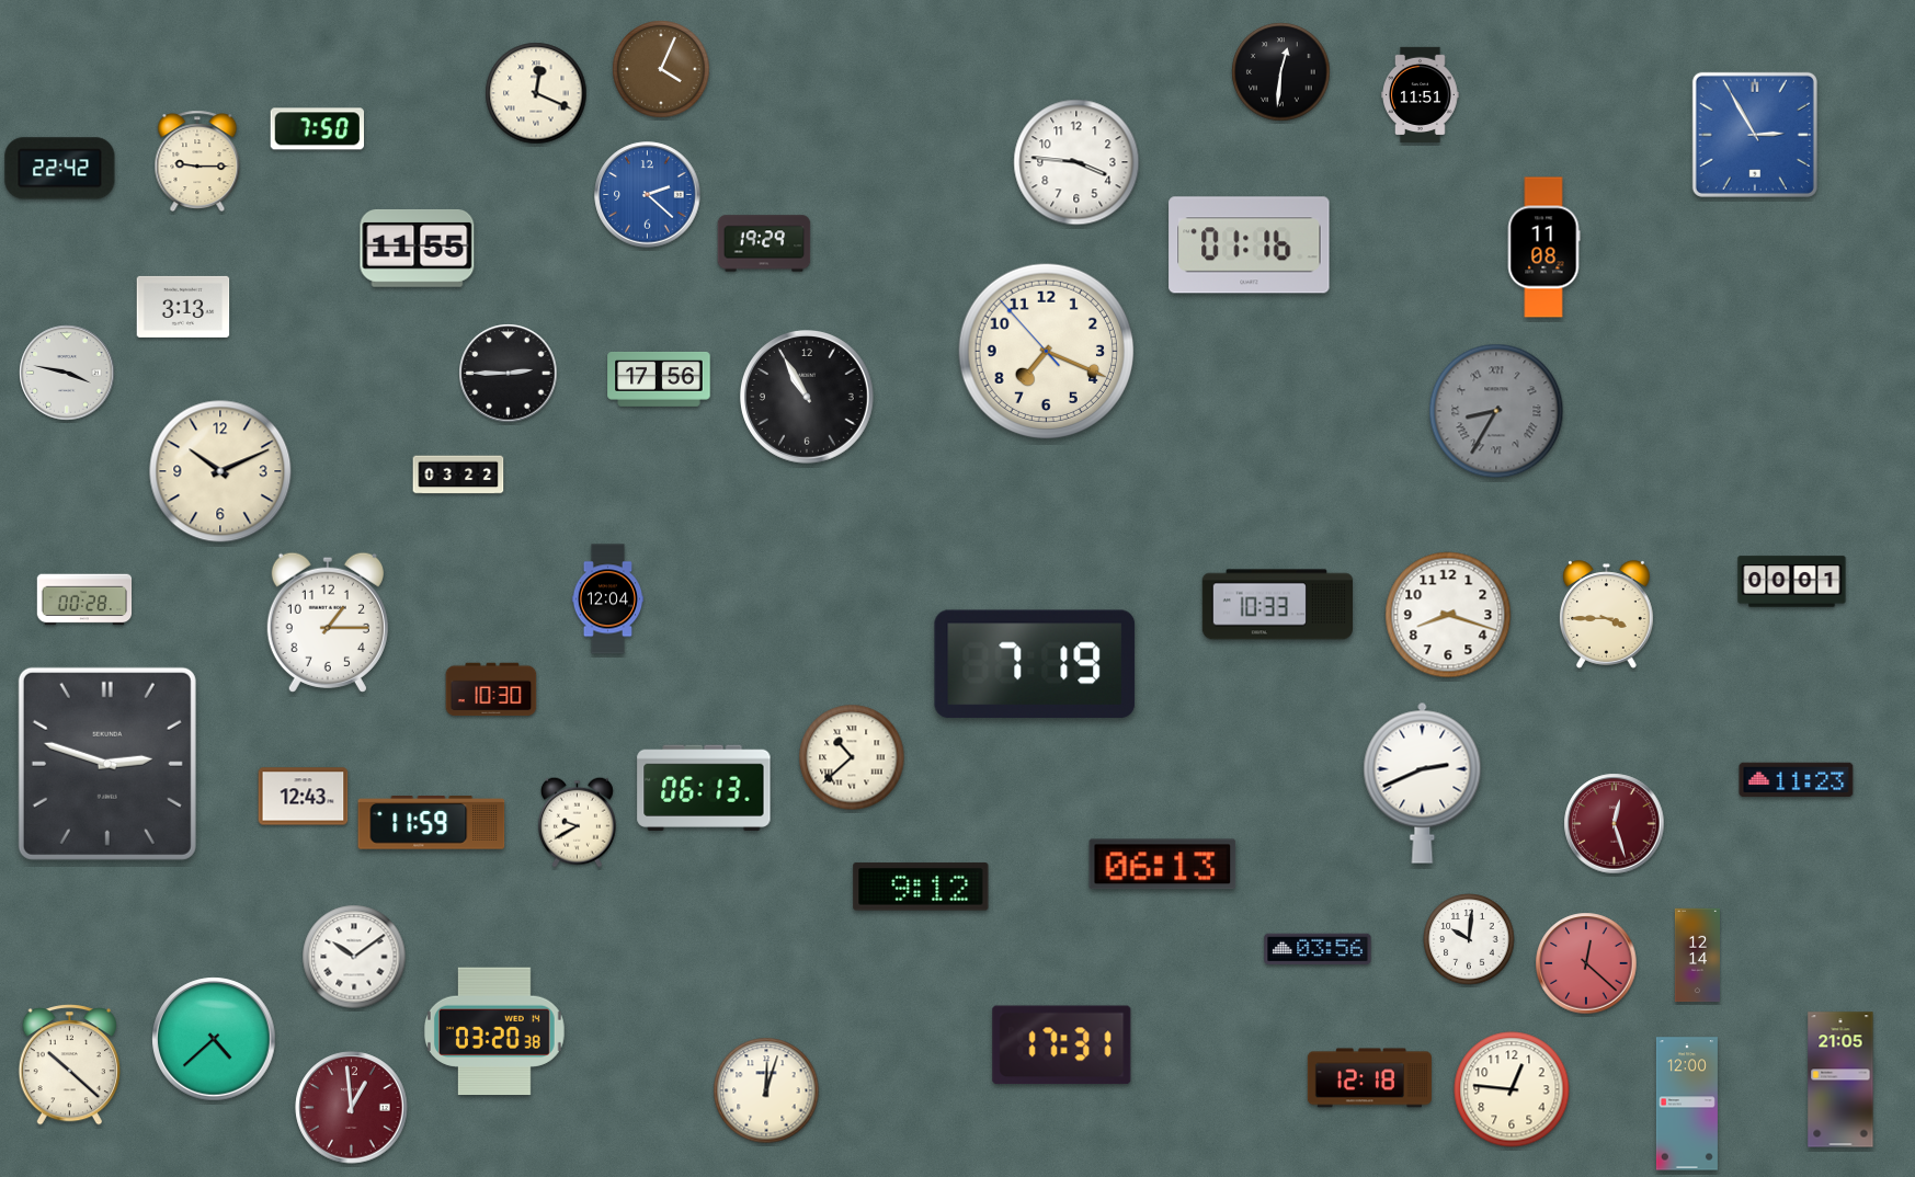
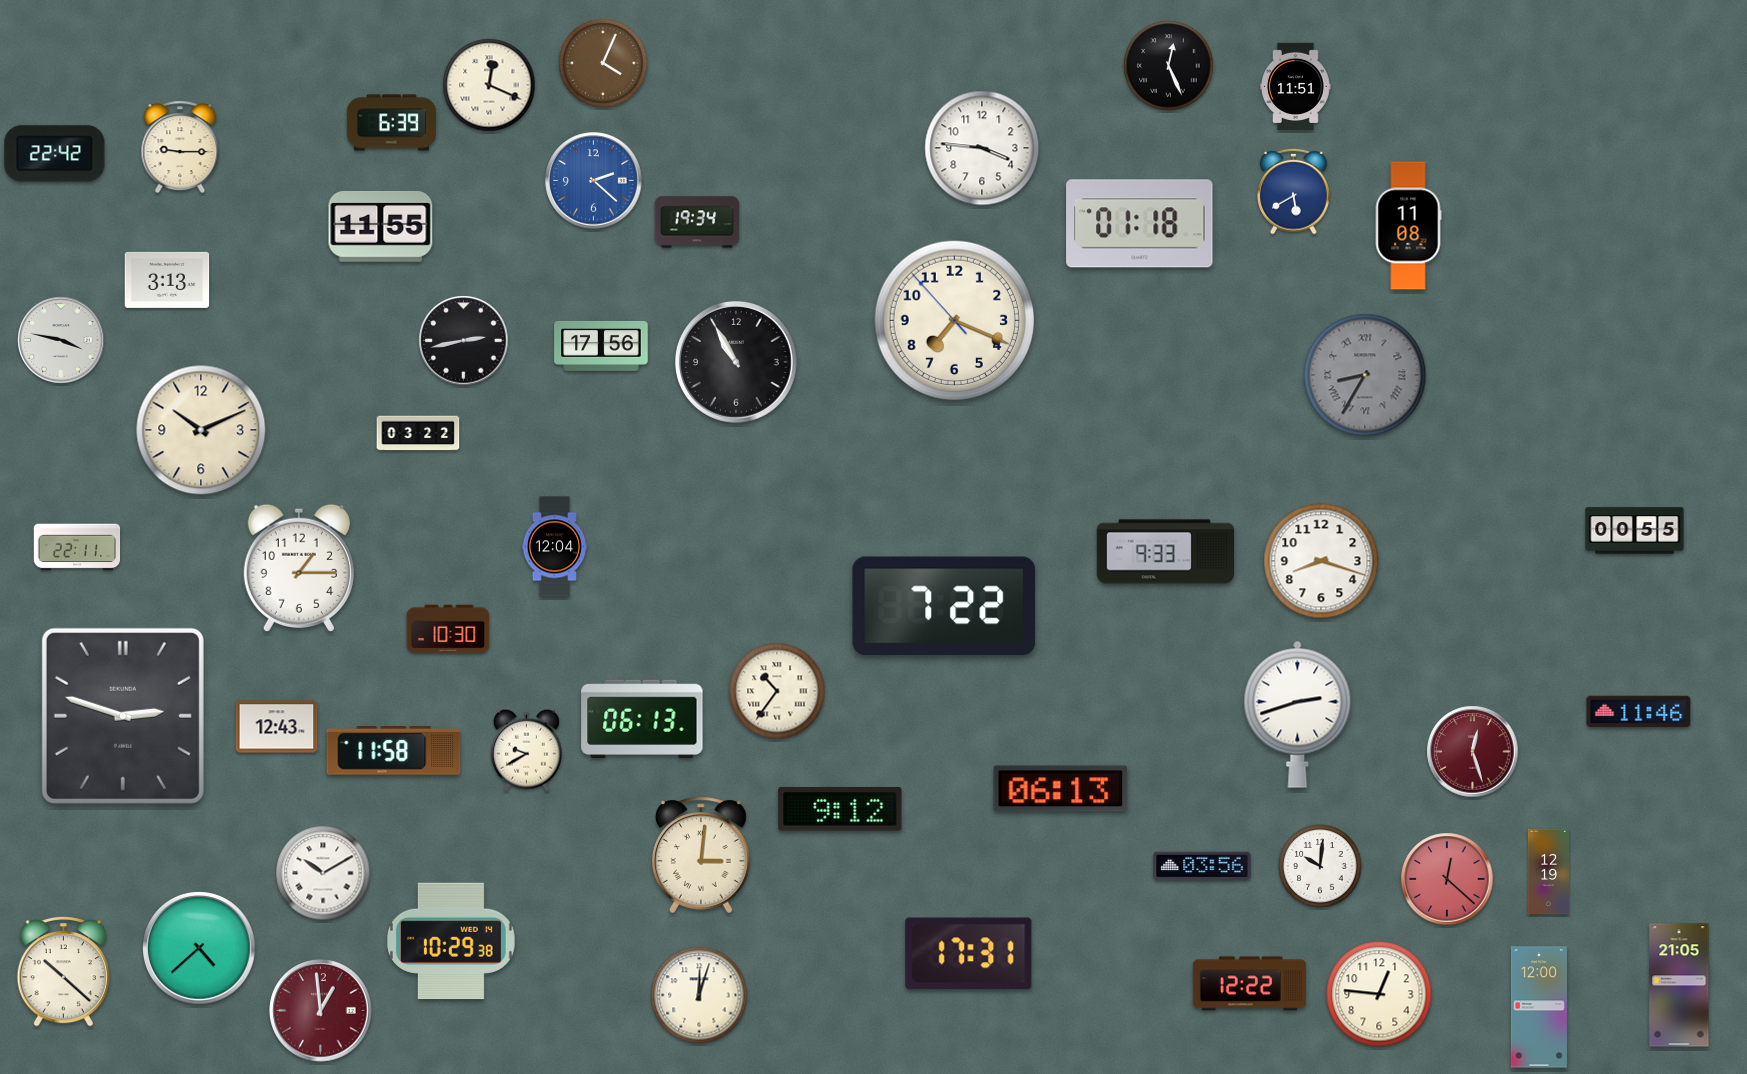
clock at (1281, 72): 12:31 -> 12:26
clock at (317, 129): 7:50 -> none
clock at (391, 123): none -> 6:39
clock at (1755, 135): 2:55 -> none
clock at (648, 195) position: (648, 195) -> (594, 181)
clock at (1294, 191): none -> 5:40
clock at (764, 243): 19:29 -> 19:34
clock at (1250, 245): 01:16 -> 01:18
clock at (509, 374): 2:45 -> 2:43
clock at (1792, 582): 00:01 -> 00:55
clock at (84, 599): 00:28 -> 22:11
clock at (1277, 605): 10:33 -> 9:33
clock at (1606, 615): 3:45 -> none
clock at (1035, 664): 7:19 -> 7:22
clock at (852, 757): 10:38 -> 10:36
clock at (107, 764) position: (107, 764) -> (123, 716)
clock at (1797, 780): 11:23 -> 11:46
clock at (1423, 782): 2:41 -> 2:42
clock at (432, 823): 11:59 -> 11:58
clock at (702, 855): none -> 3:01
clock at (1469, 939) position: (1469, 939) -> (1320, 866)
clock at (1697, 956): 12:14 -> 12:19
clock at (354, 957): 10:09 -> 10:10
clock at (494, 1031): 03:20 -> 10:29
clock at (214, 1039) position: (214, 1039) -> (199, 948)
clock at (1369, 1078): 12:18 -> 12:22
